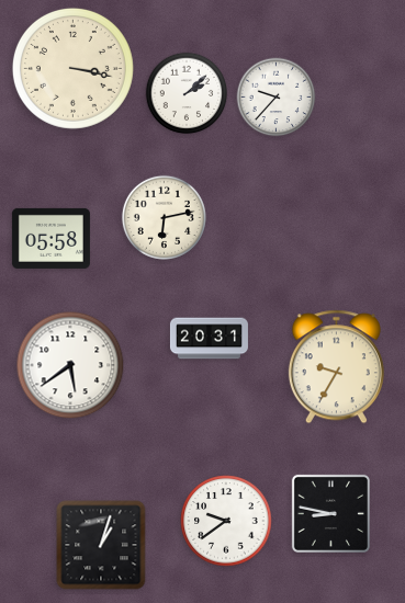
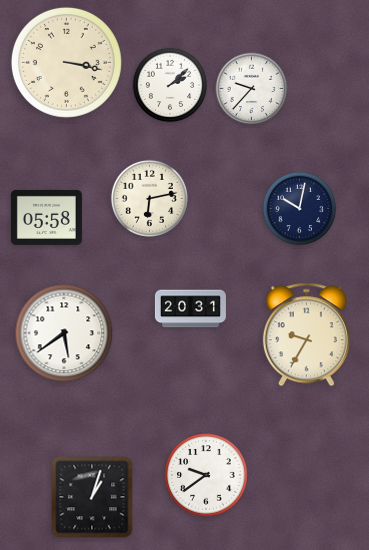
clock at (300, 209): none -> 10:02
clock at (330, 513): 8:47 -> none
